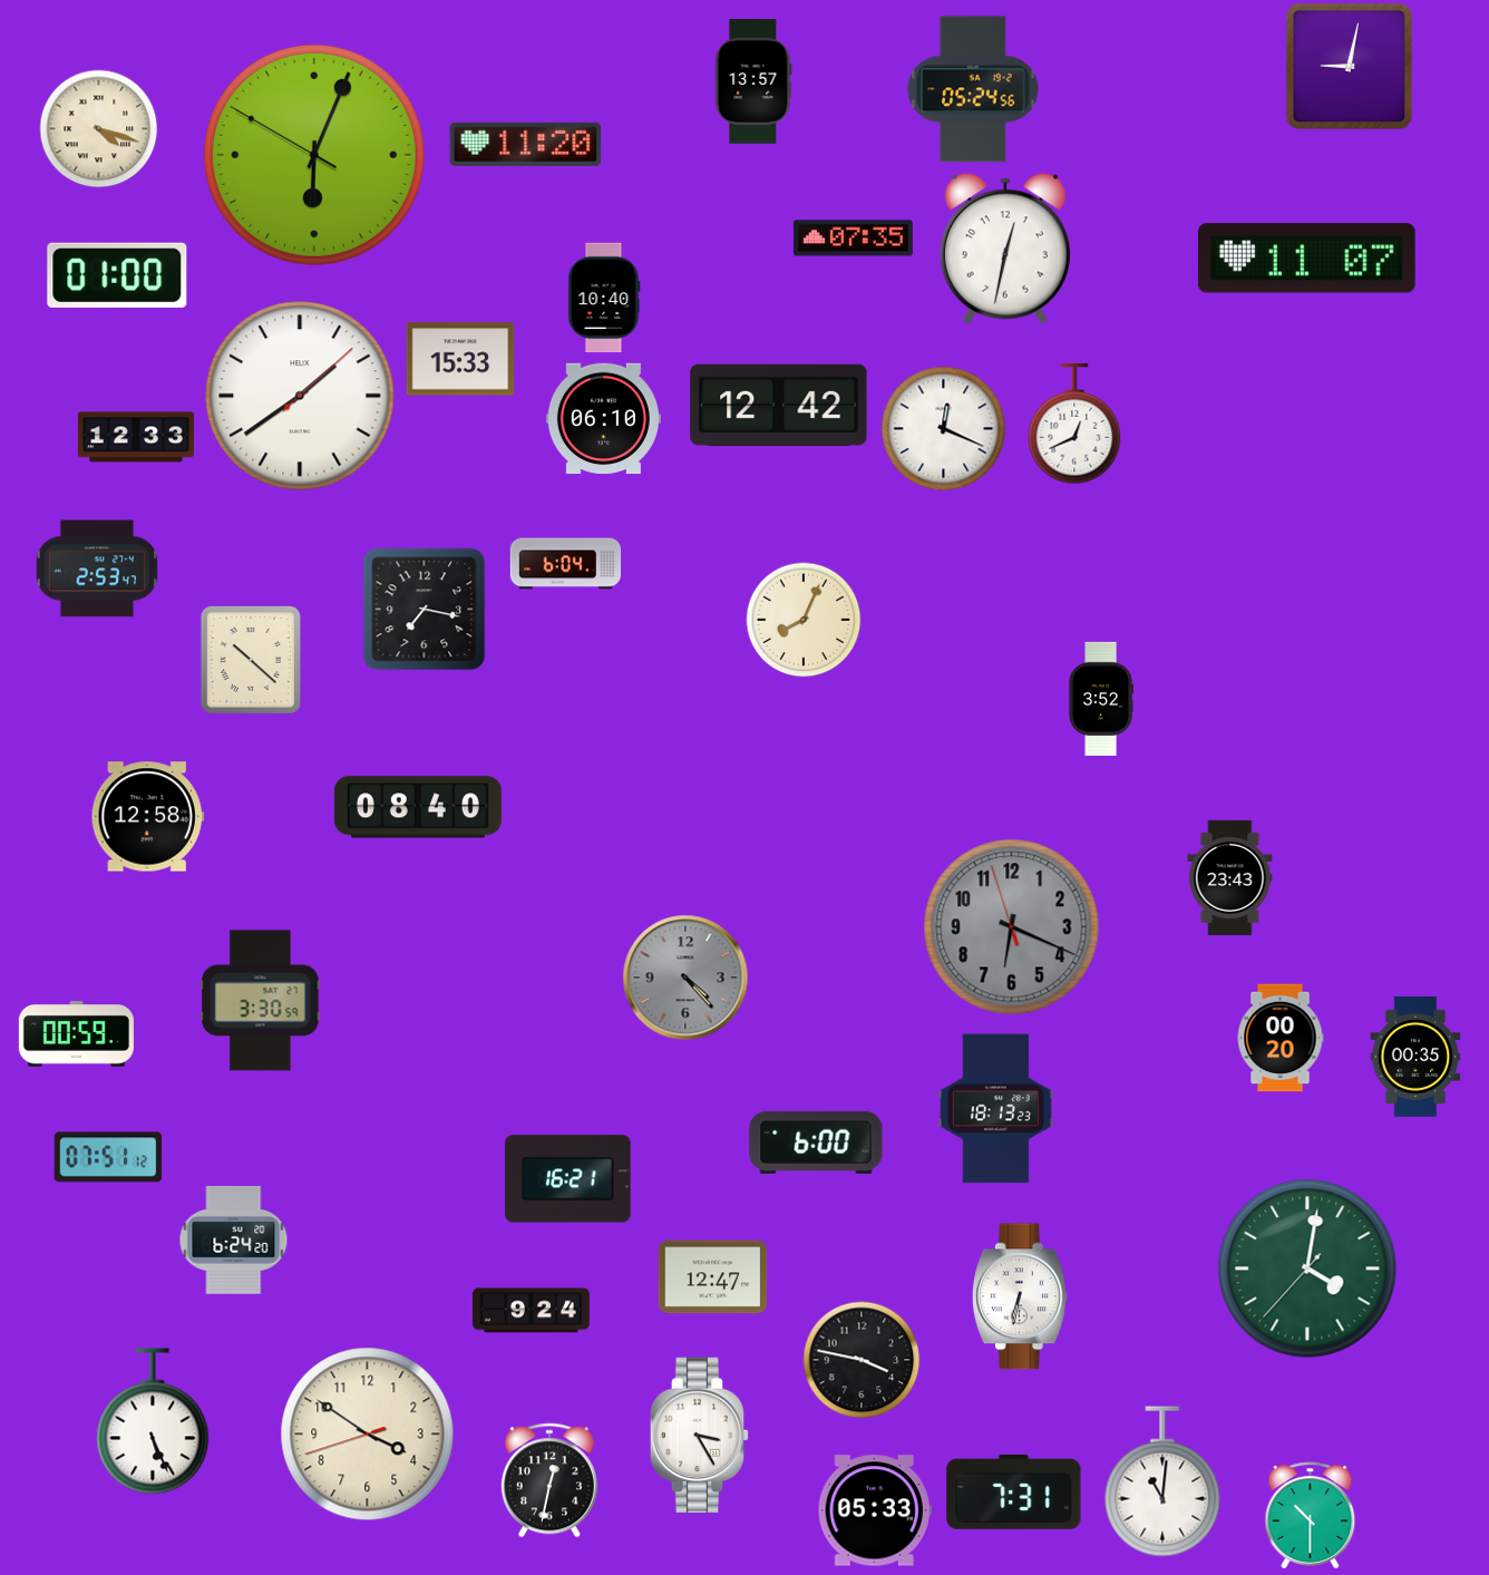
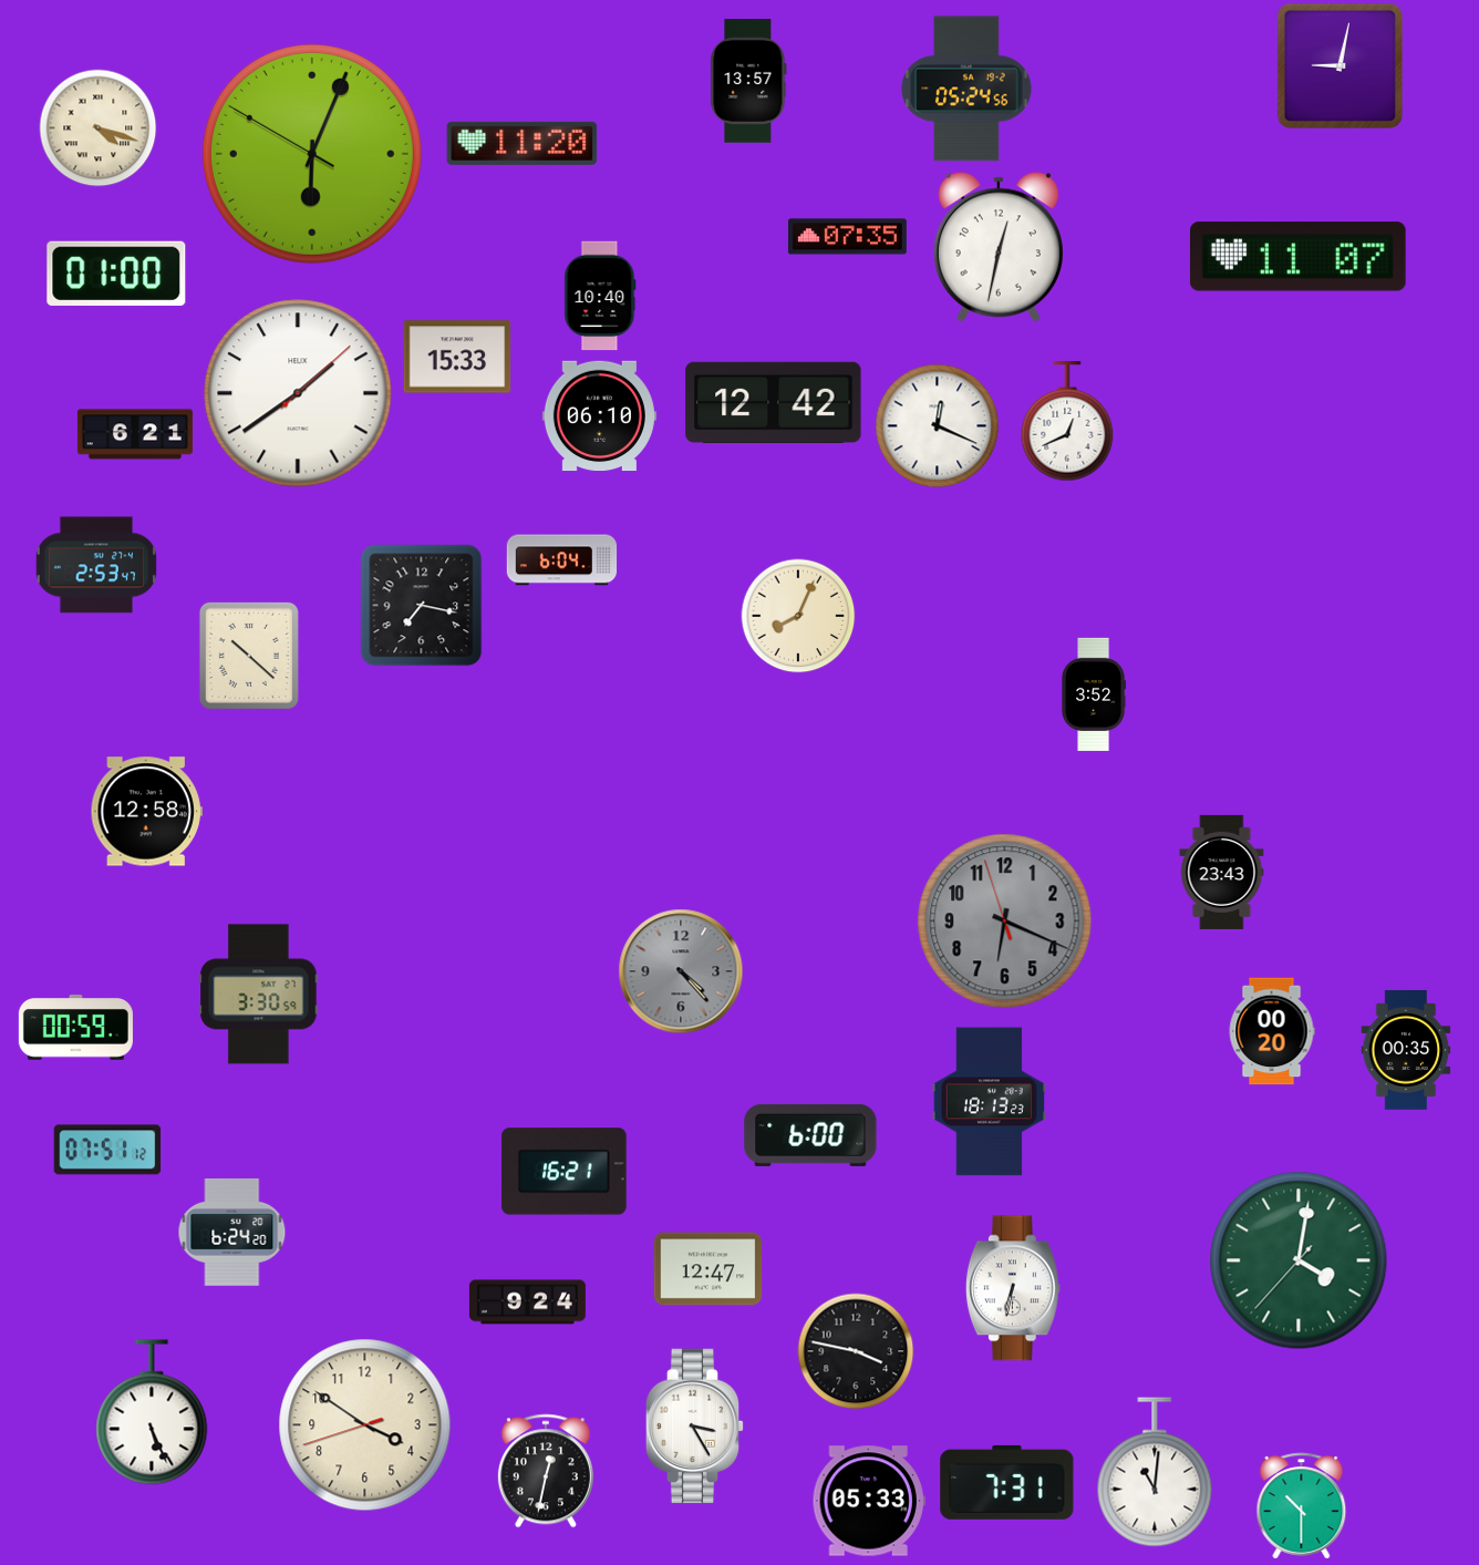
clock at (136, 437): 12:33 -> 6:21
clock at (418, 807): 08:40 -> none
